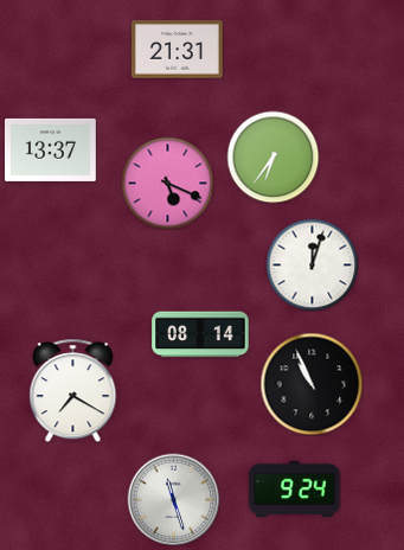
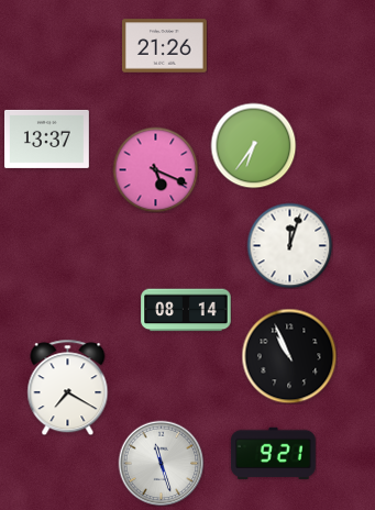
clock at (178, 50): 21:31 -> 21:26
clock at (73, 390) position: (73, 390) -> (68, 387)
clock at (294, 488): 9:24 -> 9:21
